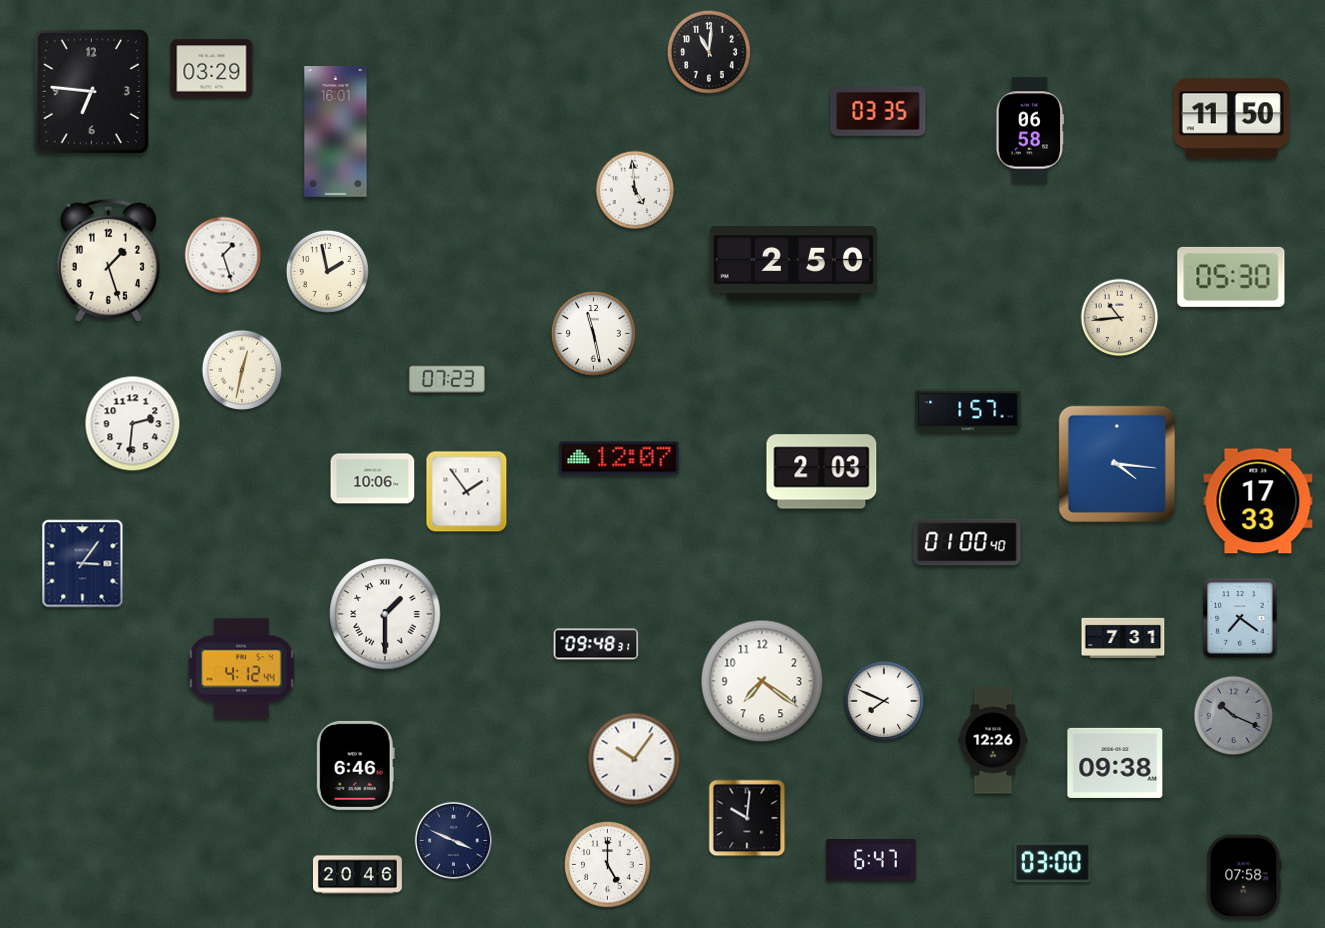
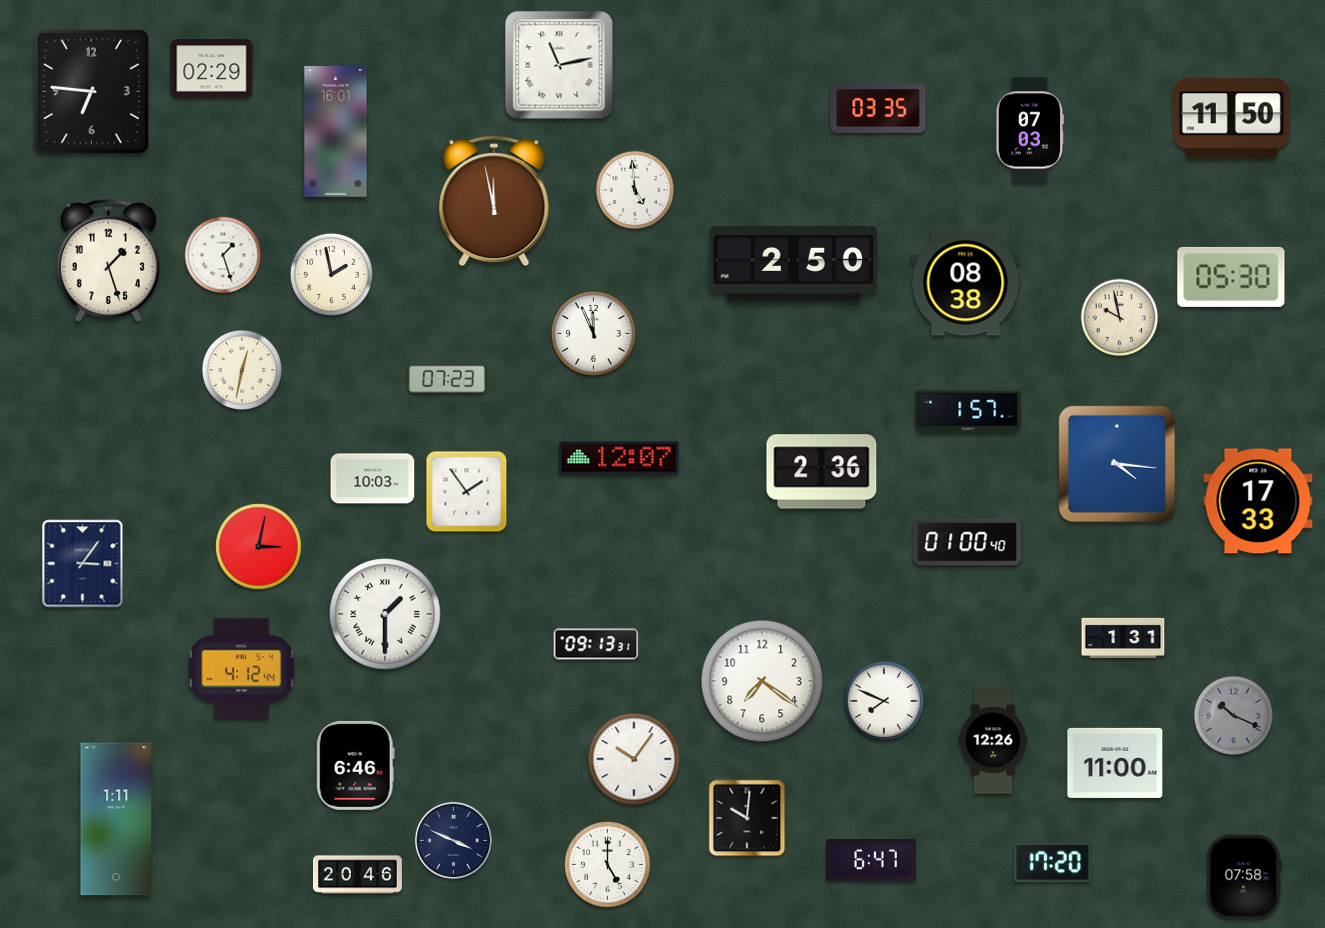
clock at (709, 52): 11:01 -> none
clock at (559, 65): none -> 11:13
clock at (212, 69): 03:29 -> 02:29
clock at (878, 111) position: (878, 111) -> (878, 108)
clock at (1030, 130): 06:58 -> 07:03
clock at (494, 201): none -> 11:58
clock at (327, 271) position: (327, 271) -> (331, 274)
clock at (966, 283): none -> 08:38
clock at (1120, 318): 10:44 -> 9:58
clock at (593, 333): 11:28 -> 11:56
clock at (133, 424): 2:31 -> none
clock at (822, 472): 2:03 -> 2:36
clock at (373, 479): 10:06 -> 10:03
clock at (259, 547): none -> 3:02
clock at (1240, 618): 7:21 -> none
clock at (1123, 638): 7:31 -> 1:31
clock at (596, 644): 09:48 -> 09:13
clock at (1115, 763): 09:38 -> 11:00
clock at (116, 819): none -> 1:11
clock at (1053, 863): 03:00 -> 17:20
